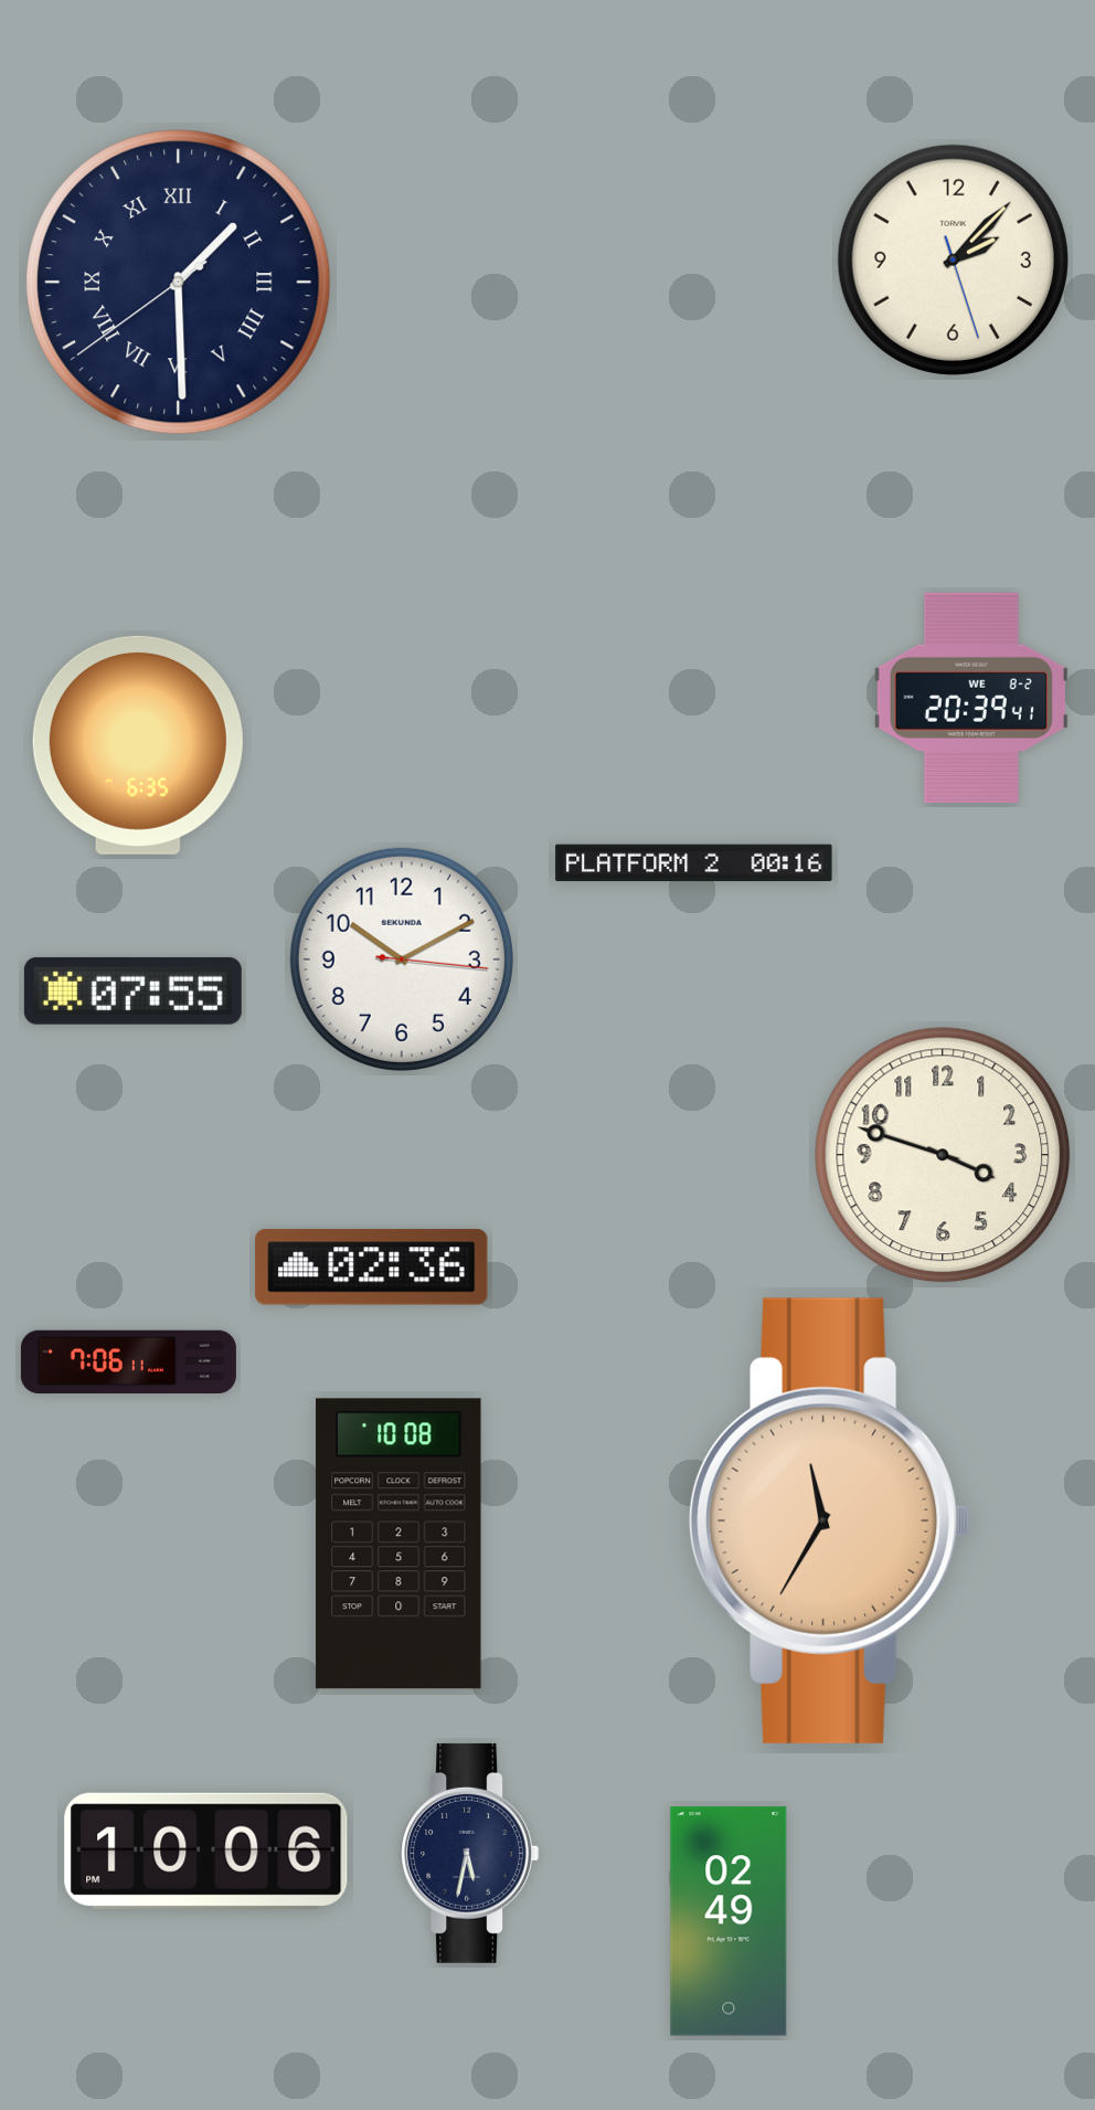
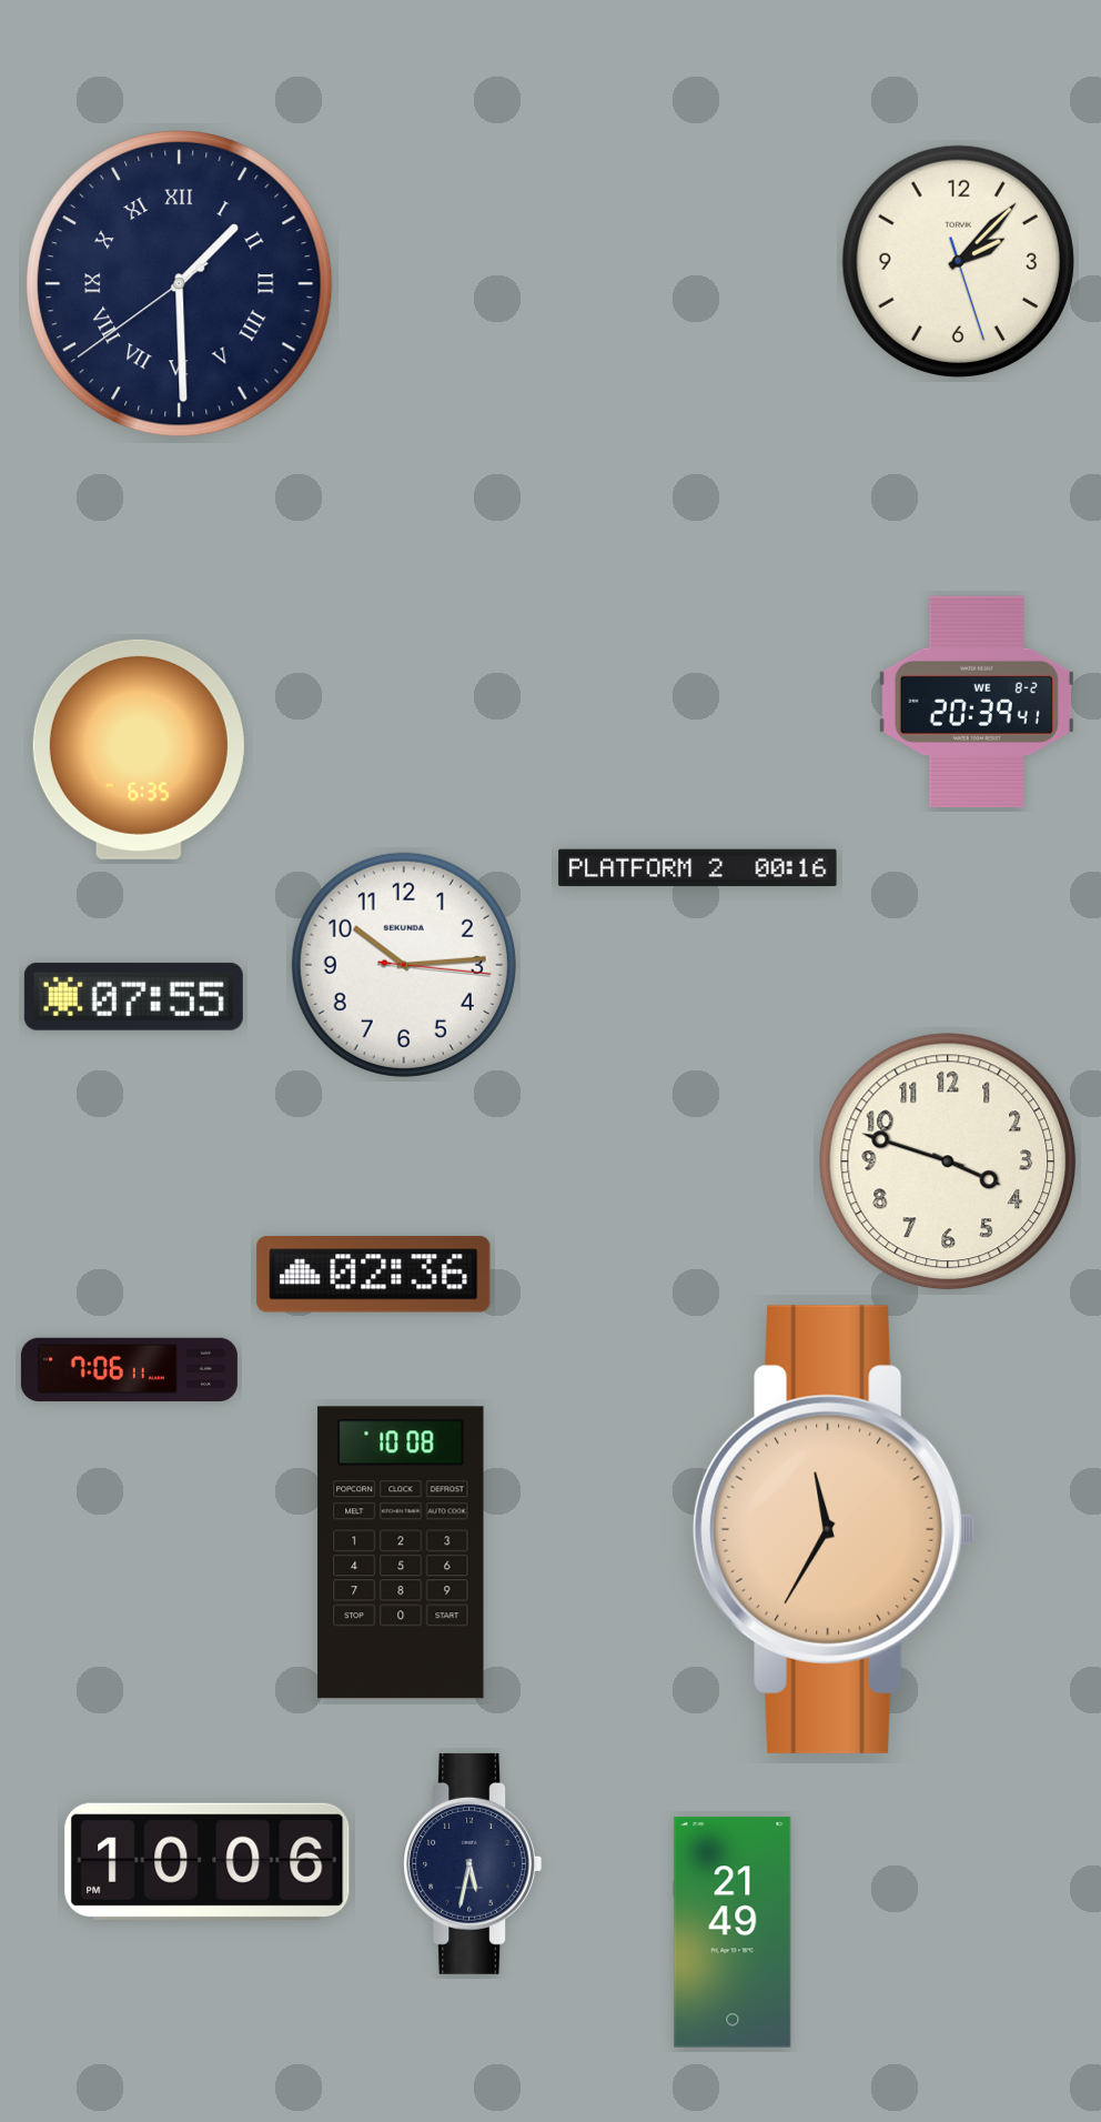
clock at (402, 959): 10:10 -> 10:14
clock at (729, 1921): 02:49 -> 21:49
